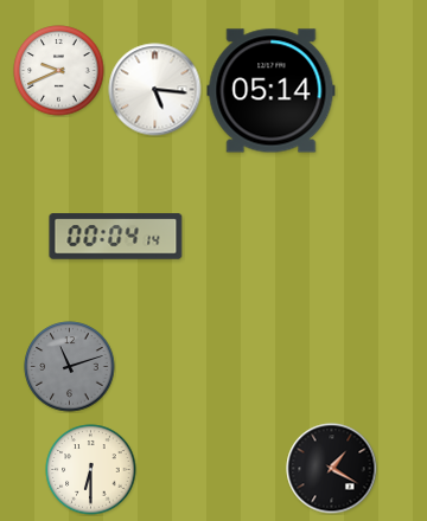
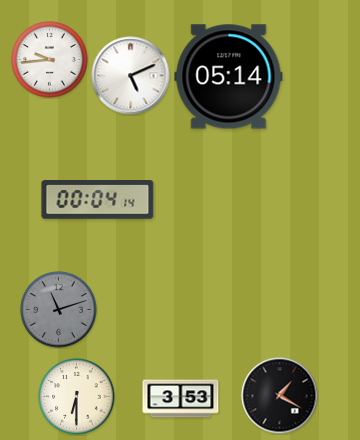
clock at (59, 71): 9:41 -> 9:44
clock at (155, 90): 5:16 -> 5:11
clock at (181, 399): none -> 3:53
